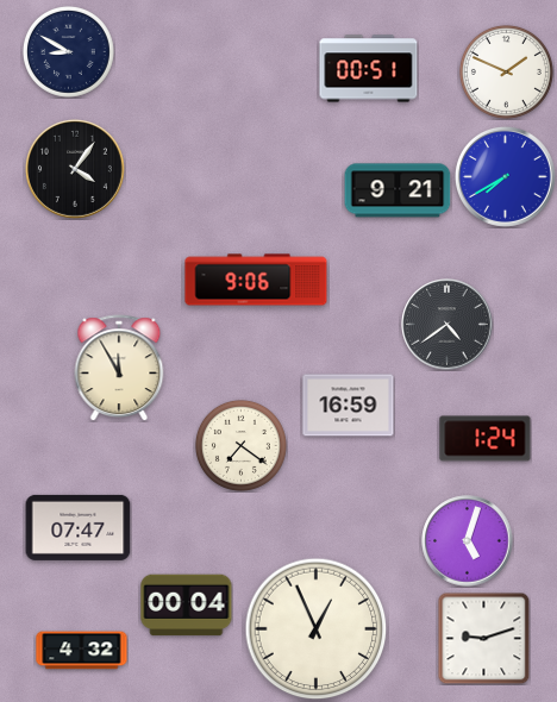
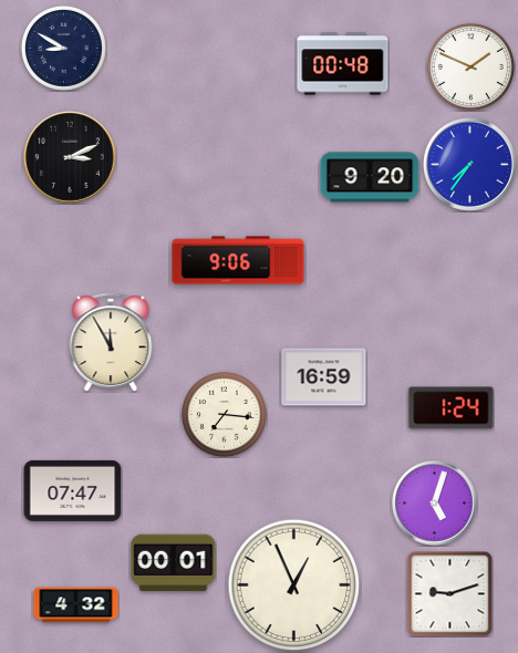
clock at (369, 69): 00:51 -> 00:48
clock at (75, 169): 4:06 -> 3:11
clock at (505, 176): 7:40 -> 7:36
clock at (398, 190): 9:21 -> 9:20
clock at (448, 325): 4:39 -> none
clock at (240, 445): 7:21 -> 7:16
clock at (187, 606): 00:04 -> 00:01
